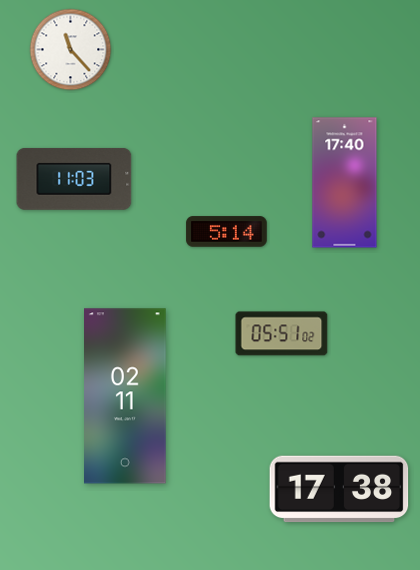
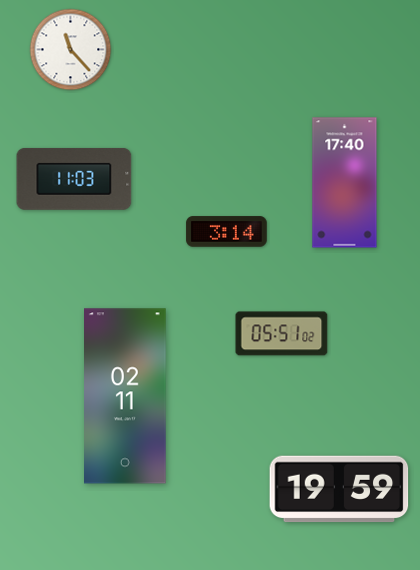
clock at (227, 232): 5:14 -> 3:14
clock at (339, 489): 17:38 -> 19:59
